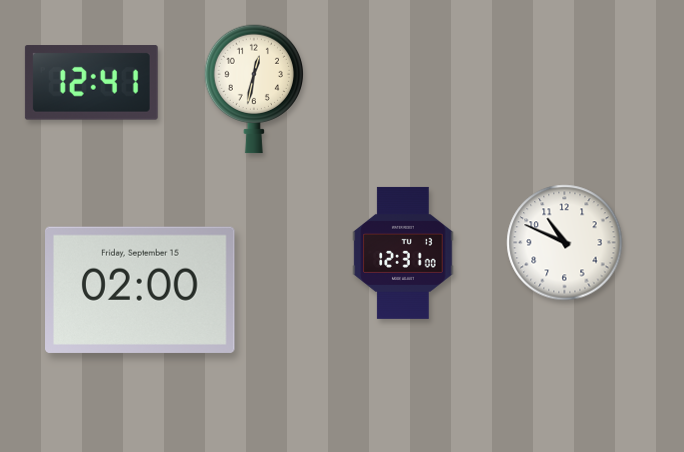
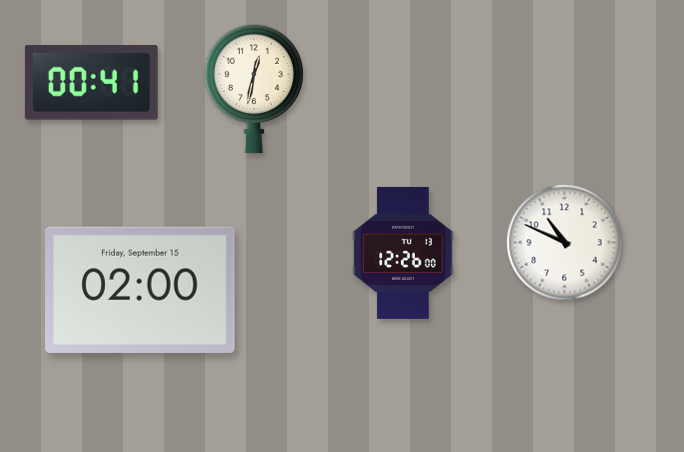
clock at (91, 83): 12:41 -> 00:41
clock at (403, 253): 12:31 -> 12:26
